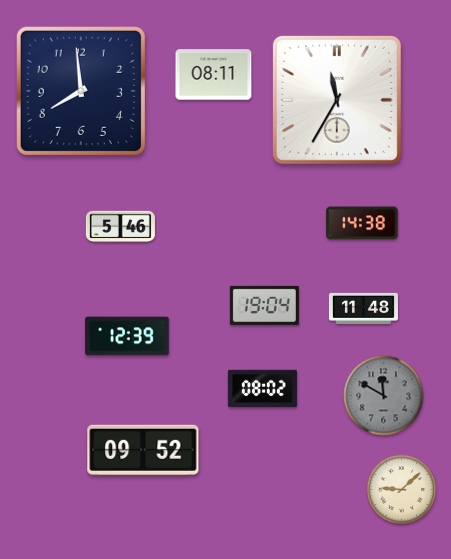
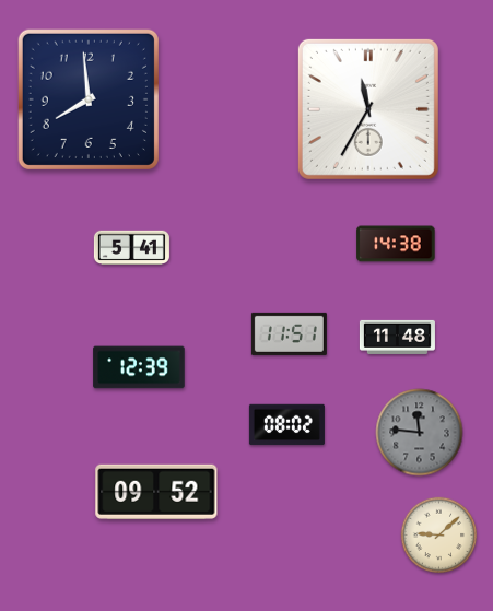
clock at (214, 75): 08:11 -> none
clock at (120, 226): 5:46 -> 5:41
clock at (264, 305): 19:04 -> 11:51
clock at (384, 396): 11:50 -> 11:46
